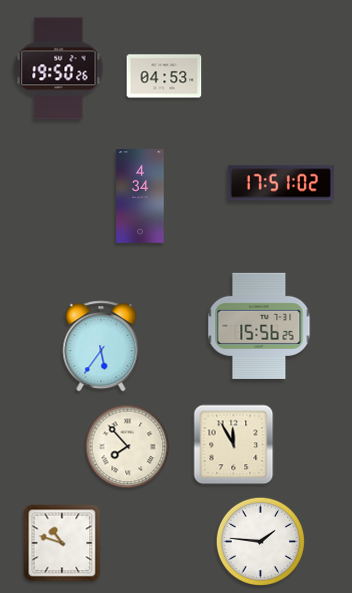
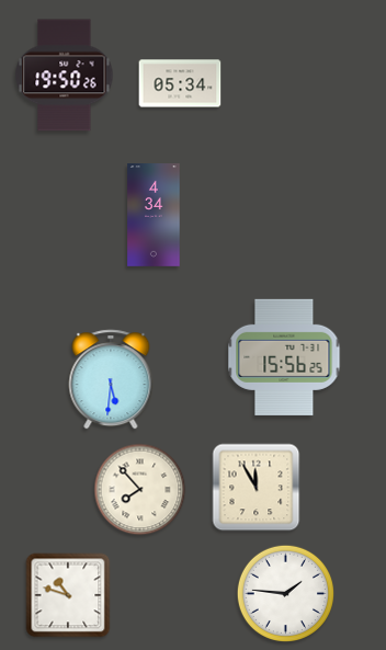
clock at (164, 76): 04:53 -> 05:34
clock at (281, 183): 17:51 -> none
clock at (101, 346): 5:36 -> 5:31
